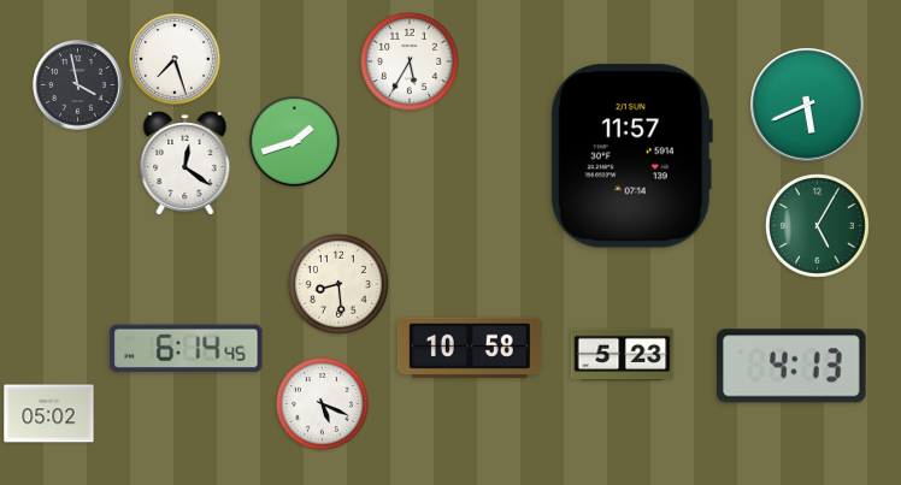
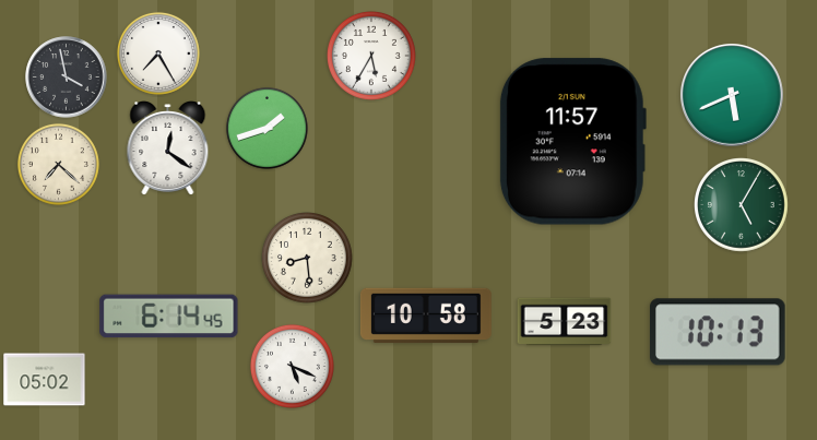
clock at (175, 59): 7:27 -> 7:25
clock at (78, 85) position: (78, 85) -> (67, 78)
clock at (58, 164): none -> 7:22
clock at (793, 366): 4:13 -> 10:13
clock at (49, 414) position: (49, 414) -> (45, 380)
